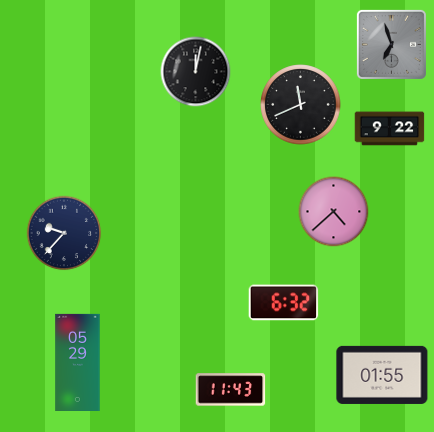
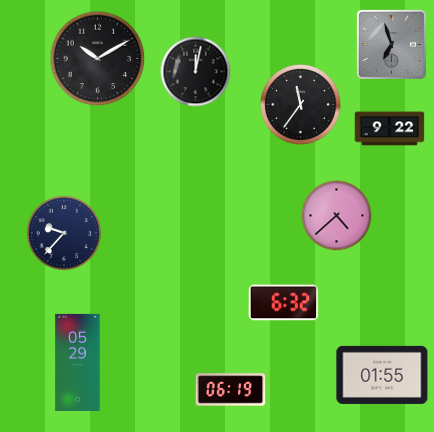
clock at (98, 59): none -> 10:10
clock at (301, 105): 11:41 -> 11:36
clock at (334, 212) position: (334, 212) -> (337, 216)
clock at (231, 390): 11:43 -> 06:19
